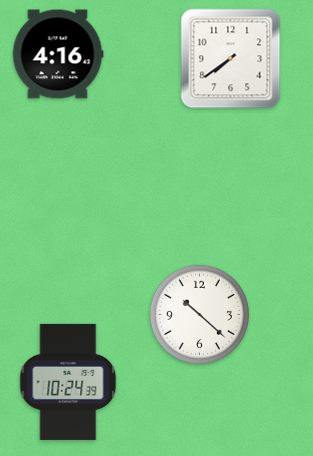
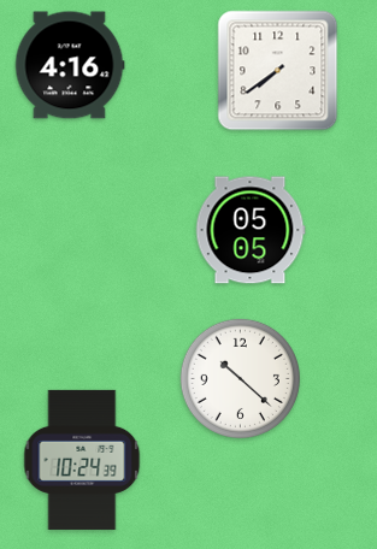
clock at (251, 230): none -> 05:05
